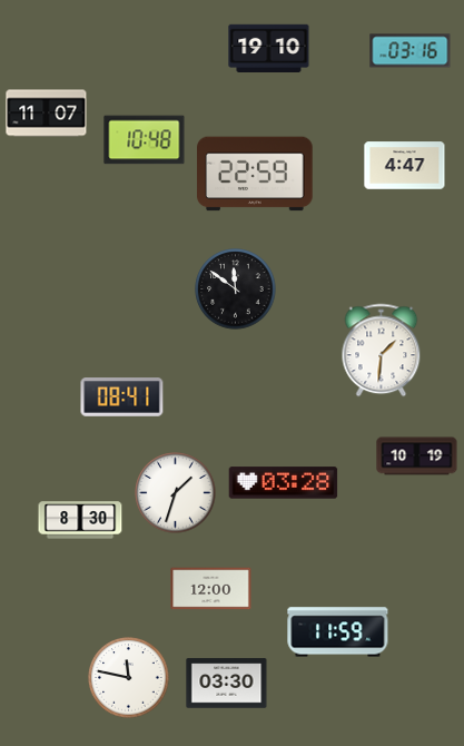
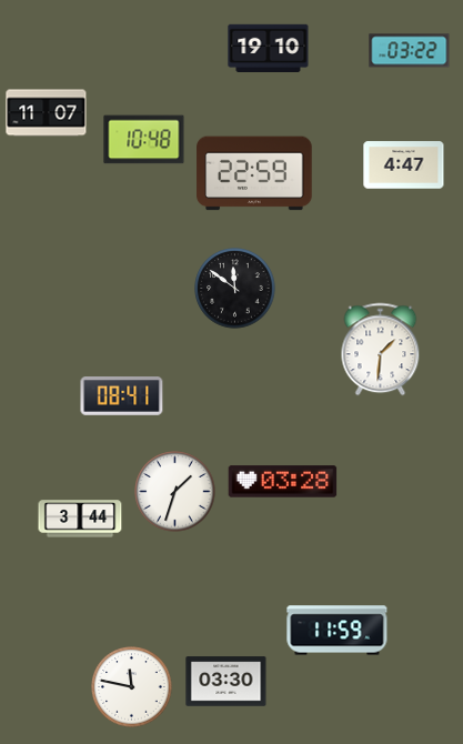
clock at (411, 51): 03:16 -> 03:22
clock at (417, 457): 10:19 -> none
clock at (80, 520): 8:30 -> 3:44
clock at (211, 589): 12:00 -> none
clock at (129, 678) position: (129, 678) -> (132, 687)
